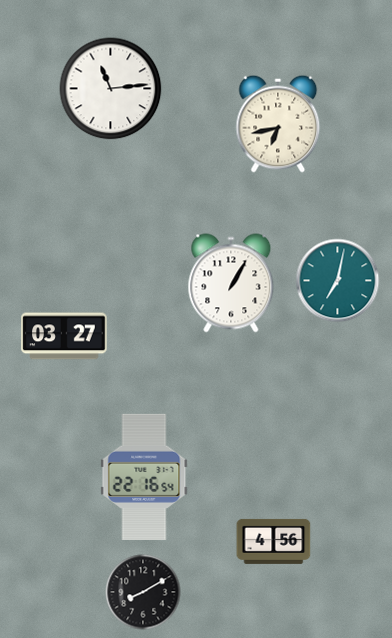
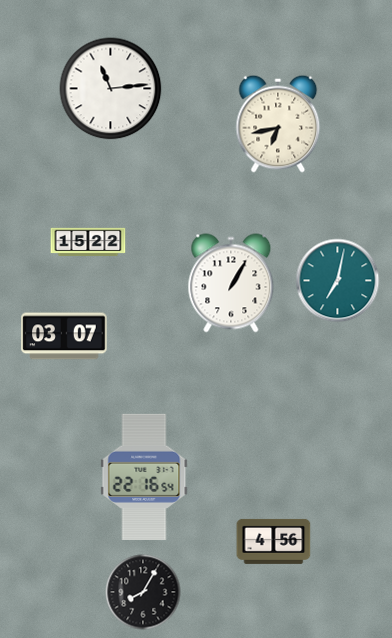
clock at (88, 242): none -> 15:22
clock at (64, 336): 03:27 -> 03:07
clock at (143, 592): 8:10 -> 8:05
